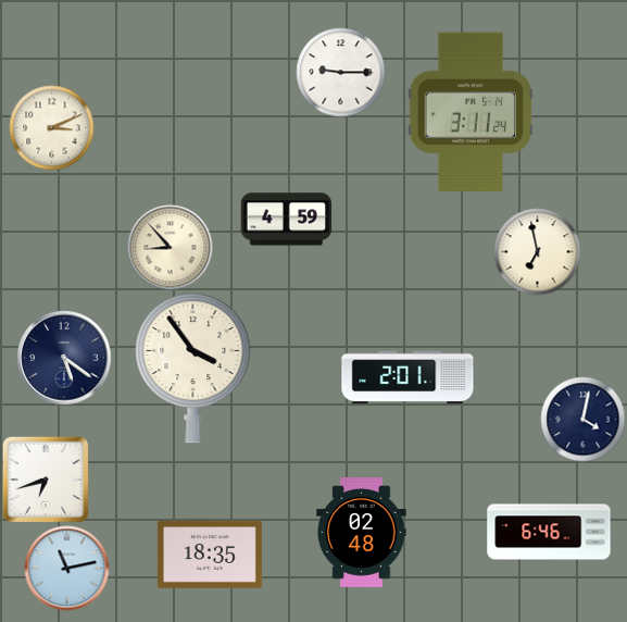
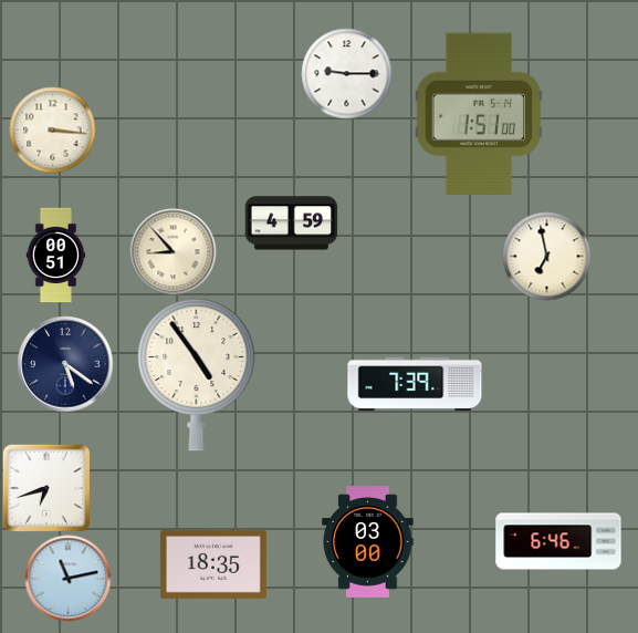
clock at (471, 111): 3:11 -> 1:51
clock at (51, 127): 3:11 -> 3:16
clock at (56, 255): none -> 00:51
clock at (193, 369): 3:54 -> 4:54
clock at (407, 377): 2:01 -> 7:39
clock at (582, 419): 4:02 -> none
clock at (362, 533): 02:48 -> 03:00
